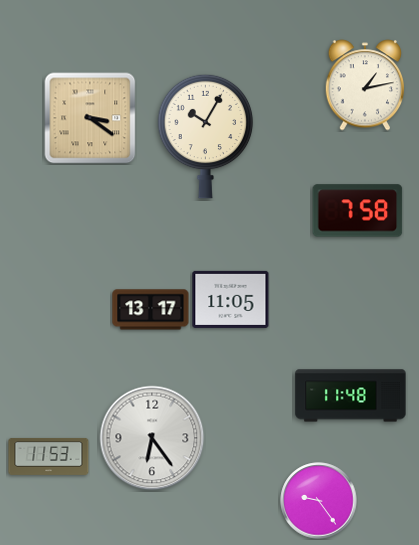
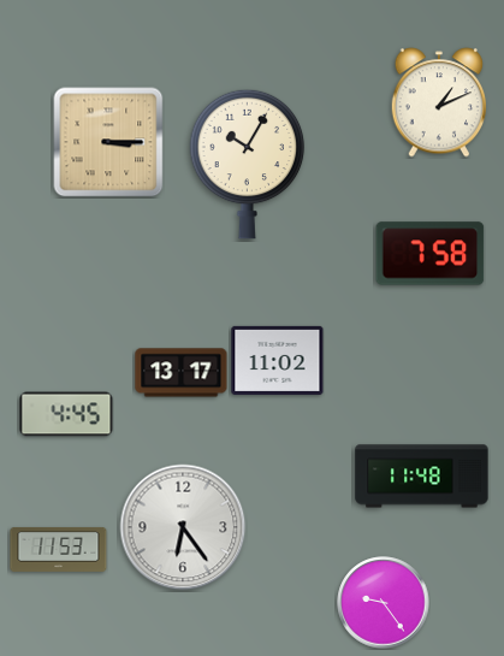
clock at (365, 85): 1:13 -> 1:11
clock at (90, 118): 3:21 -> 3:15
clock at (231, 299): 11:05 -> 11:02
clock at (66, 414): none -> 4:45
